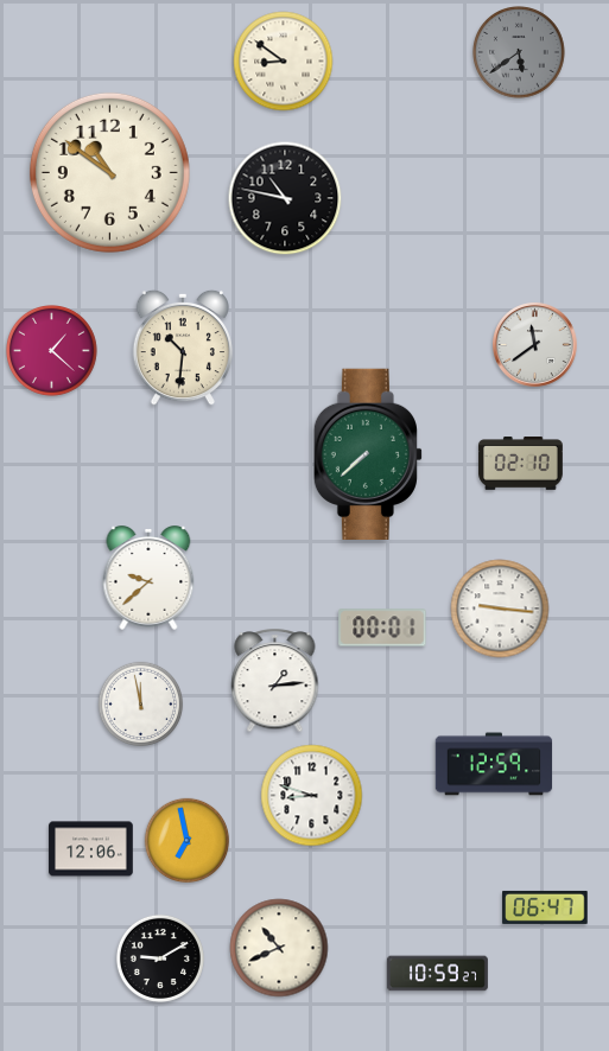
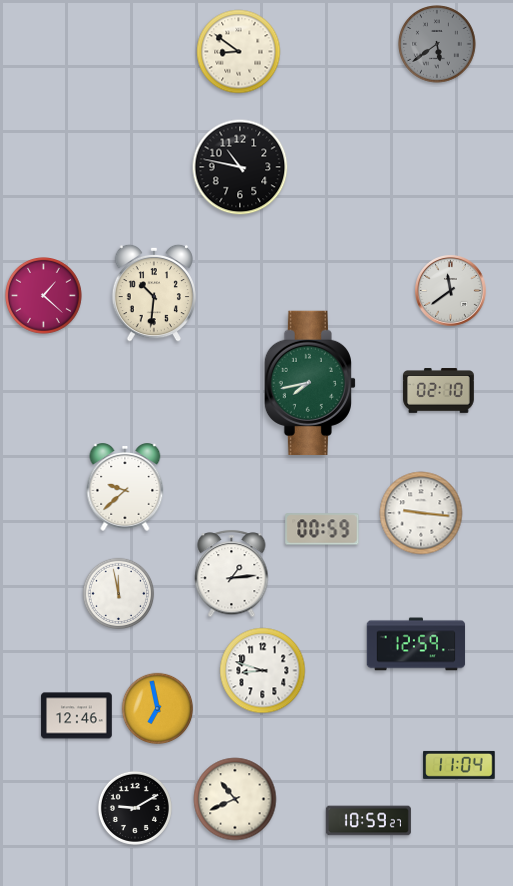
clock at (109, 172): 10:51 -> none
clock at (368, 453): 7:38 -> 7:43
clock at (382, 628): 00:01 -> 00:59
clock at (91, 849): 12:06 -> 12:46
clock at (545, 907): 06:47 -> 11:04
